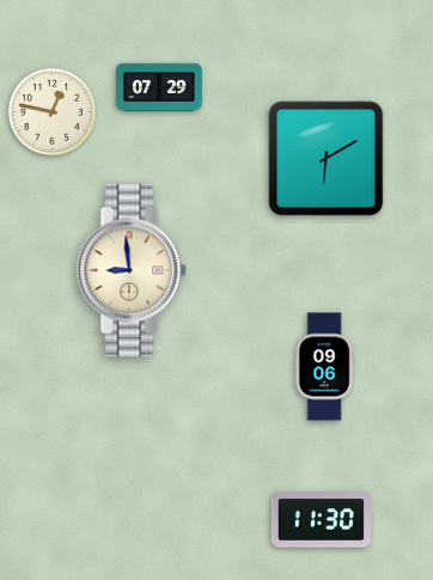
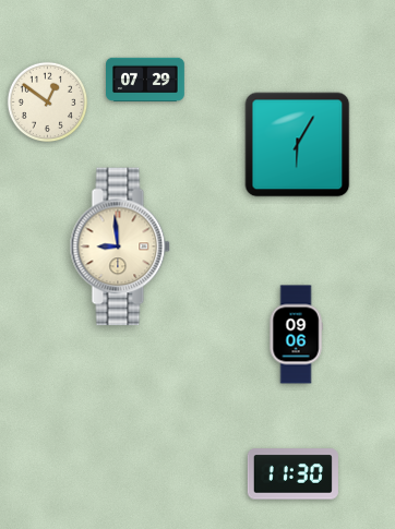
clock at (53, 112): 12:47 -> 12:51
clock at (327, 159): 6:10 -> 6:05
